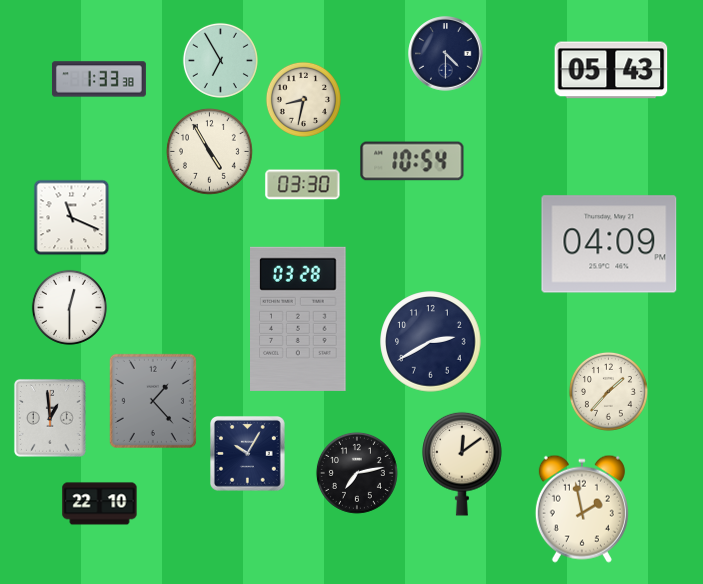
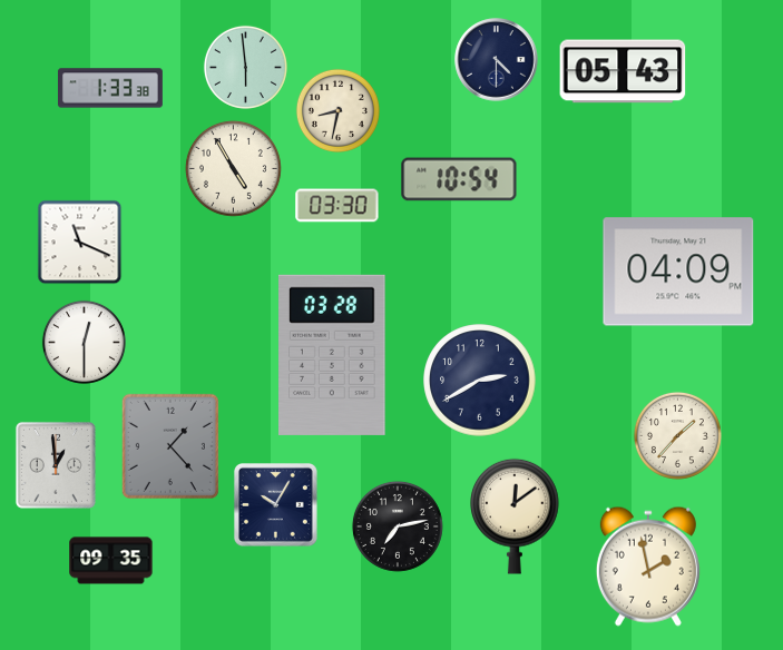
clock at (220, 60): 6:55 -> 5:59
clock at (611, 70) position: (611, 70) -> (623, 71)
clock at (69, 307) position: (69, 307) -> (84, 342)
clock at (100, 504): 22:10 -> 09:35
